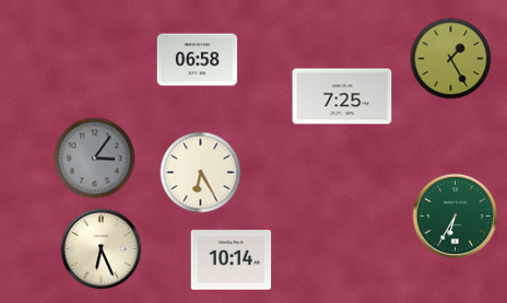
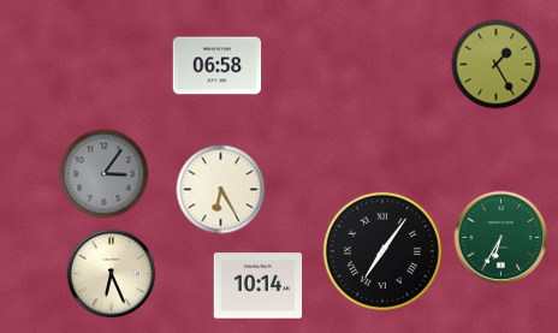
clock at (342, 96): 7:25 -> none
clock at (382, 251): none -> 7:06
clock at (232, 260) position: (232, 260) -> (259, 286)
